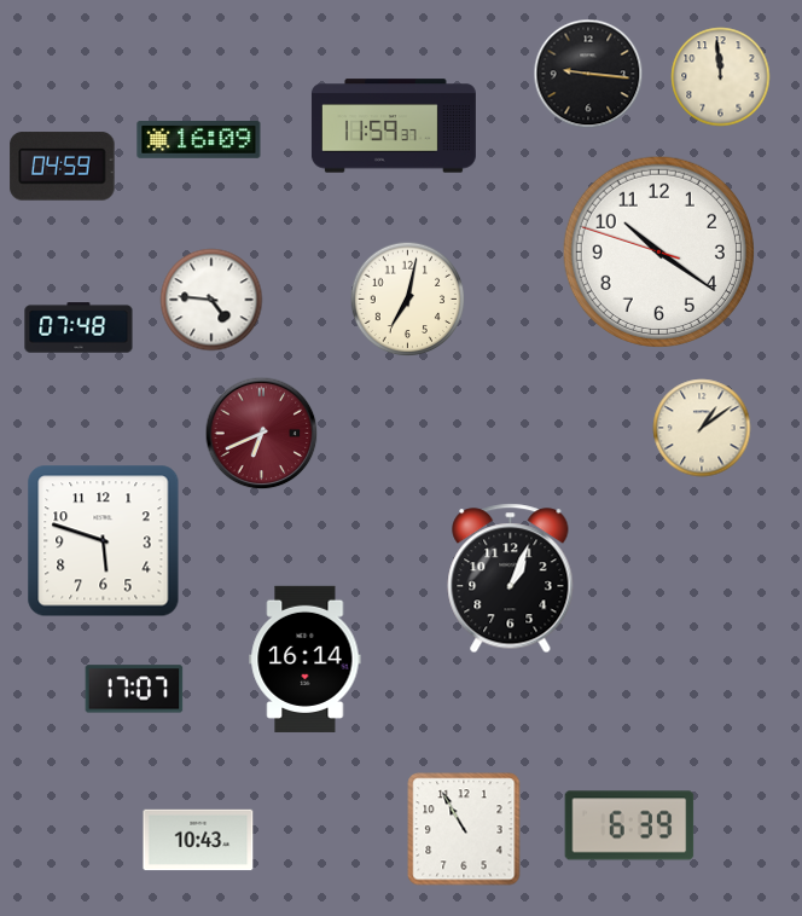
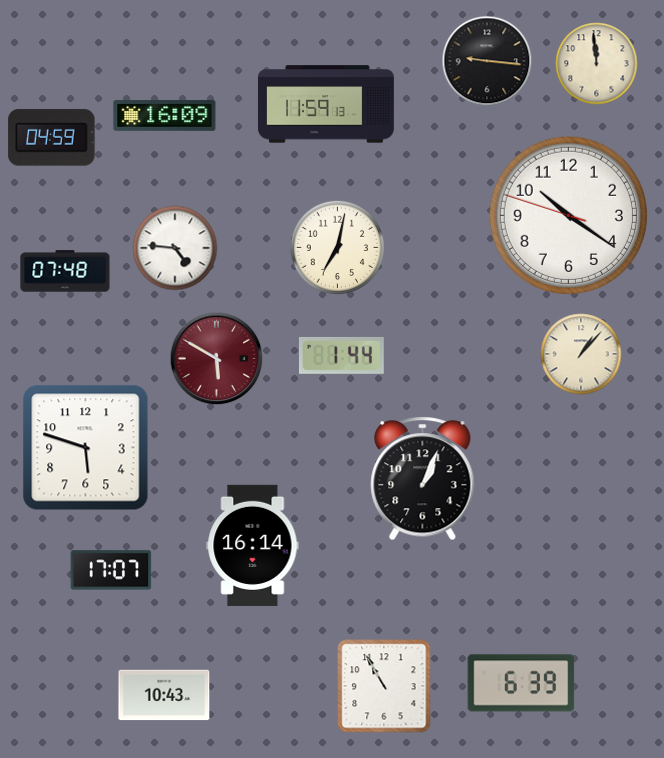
clock at (394, 126): 11:59:37 -> 11:59:13
clock at (658, 251) position: (658, 251) -> (568, 215)
clock at (702, 428): 1:09 -> 1:07
clock at (341, 355): none -> 1:44
clock at (262, 434): 6:41 -> 5:50
